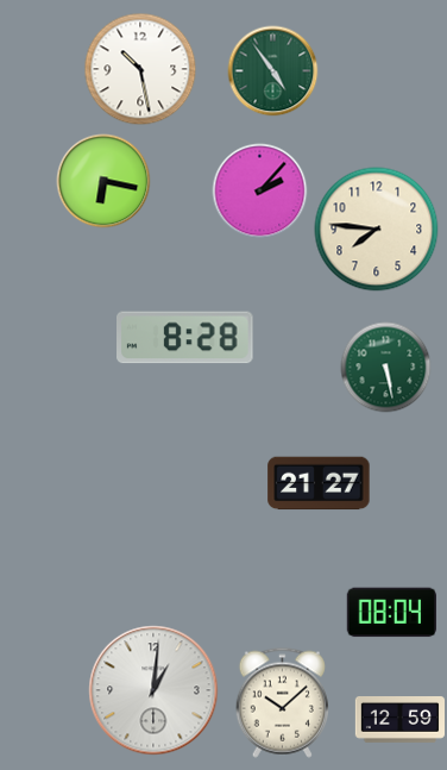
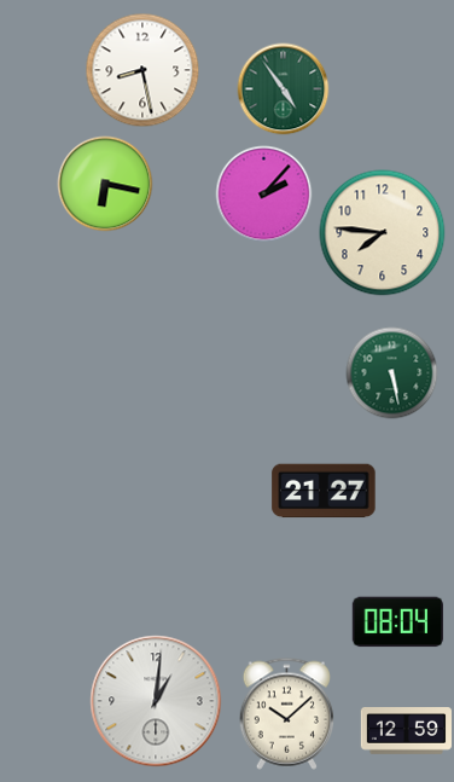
clock at (140, 69): 10:28 -> 8:28
clock at (273, 71) position: (273, 71) -> (284, 89)
clock at (185, 338): 8:28 -> none
